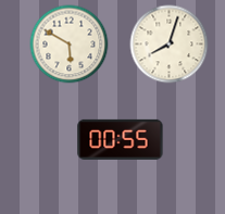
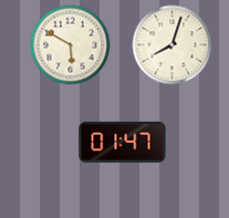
clock at (121, 139): 00:55 -> 01:47
